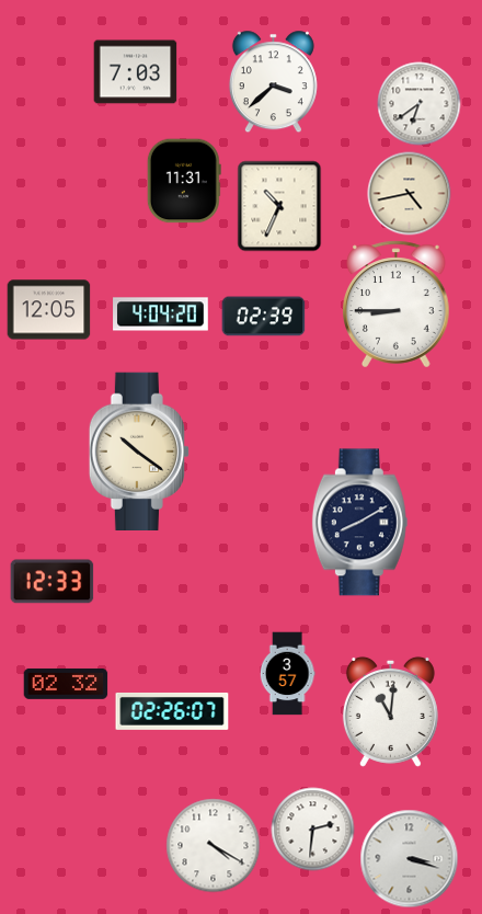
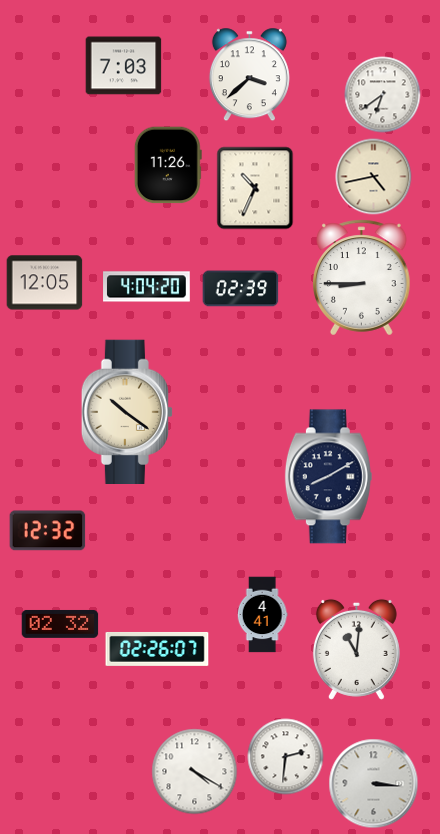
clock at (184, 181): 11:31 -> 11:26
clock at (53, 582): 12:33 -> 12:32
clock at (287, 674): 3:57 -> 4:41
clock at (410, 859): 3:18 -> 3:16
